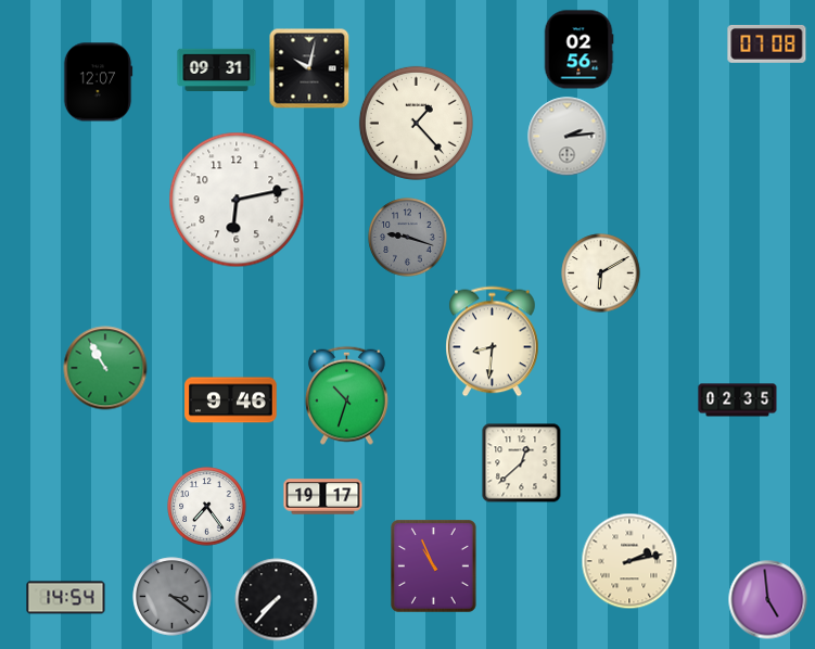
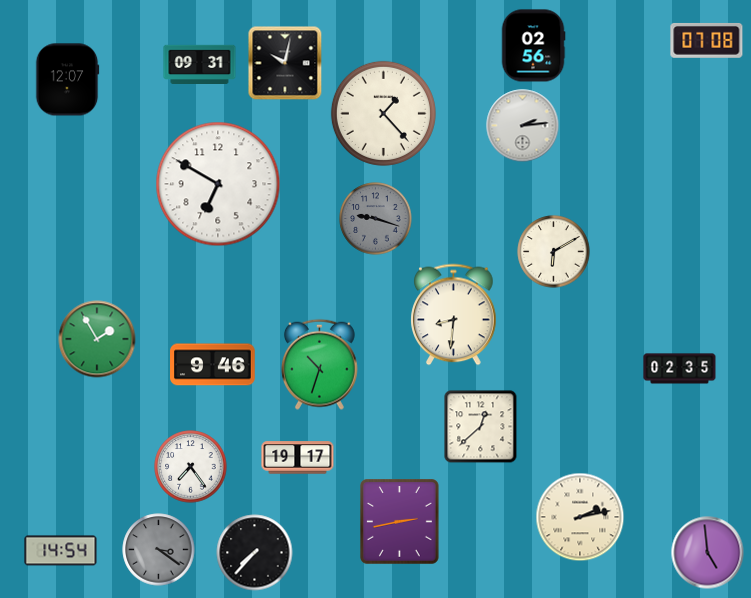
clock at (98, 82) position: (98, 82) -> (67, 80)
clock at (237, 200): 6:13 -> 6:50
clock at (105, 368): 10:55 -> 1:55
clock at (231, 400) position: (231, 400) -> (213, 365)
clock at (434, 567): 10:56 -> 2:43
